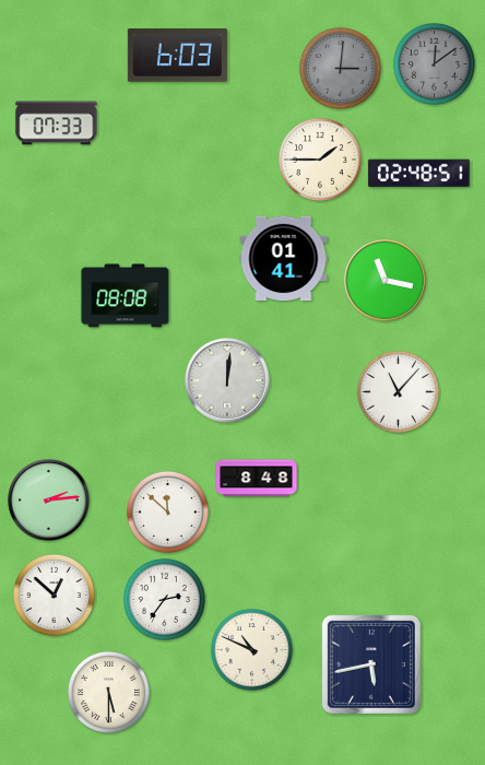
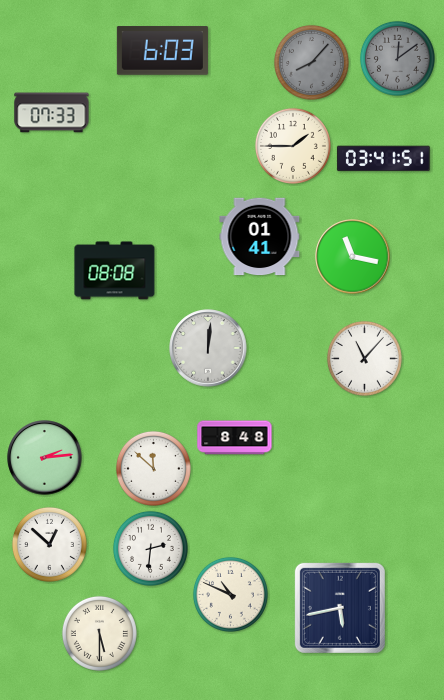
clock at (340, 68): 3:01 -> 8:07
clock at (418, 174): 02:48 -> 03:41
clock at (164, 599): 2:36 -> 2:31
